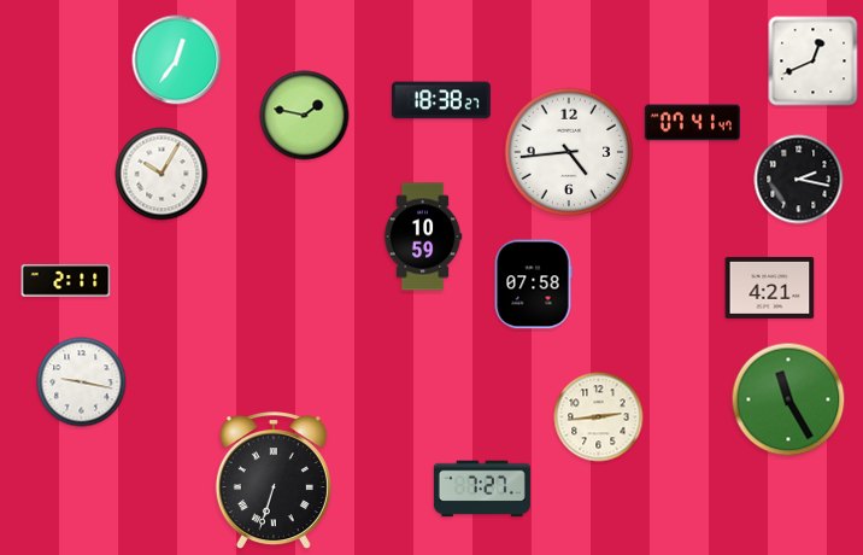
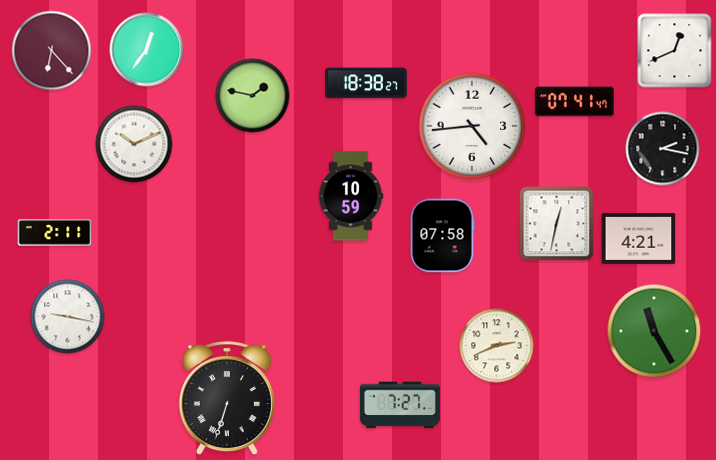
clock at (52, 51): none -> 6:23
clock at (162, 174): 10:05 -> 10:11
clock at (557, 224): none -> 12:32
clock at (599, 417): 2:44 -> 2:41
